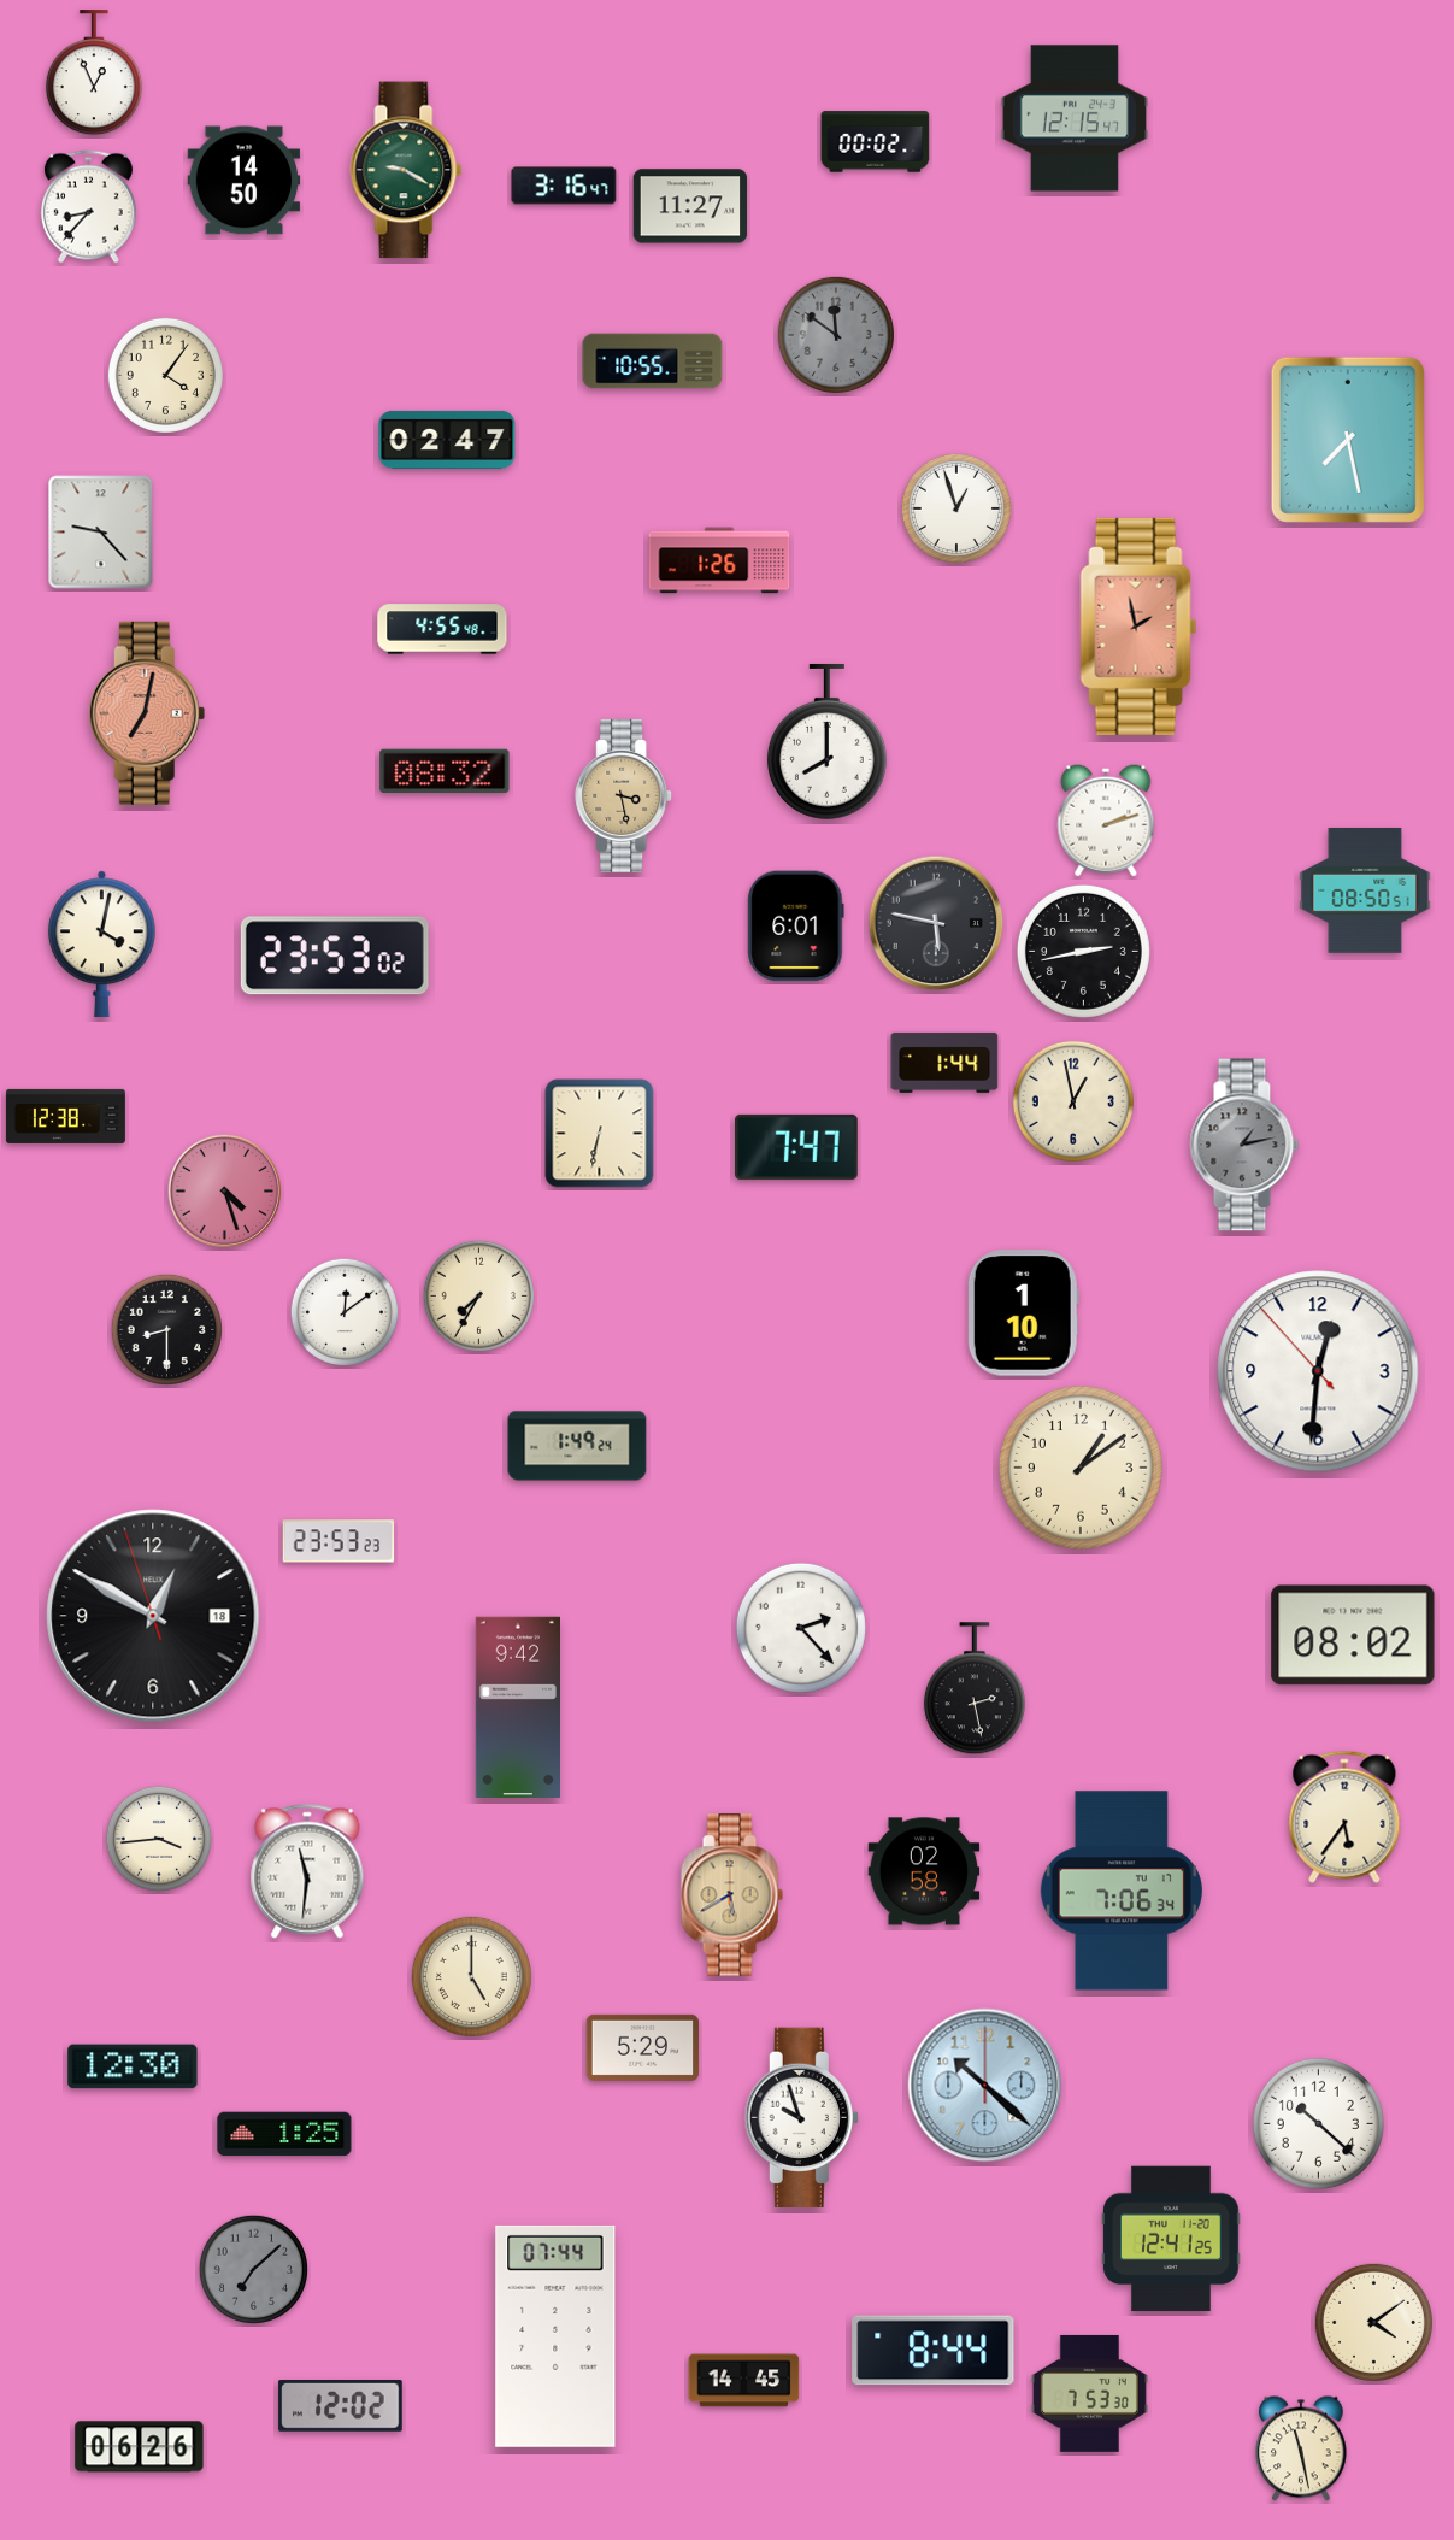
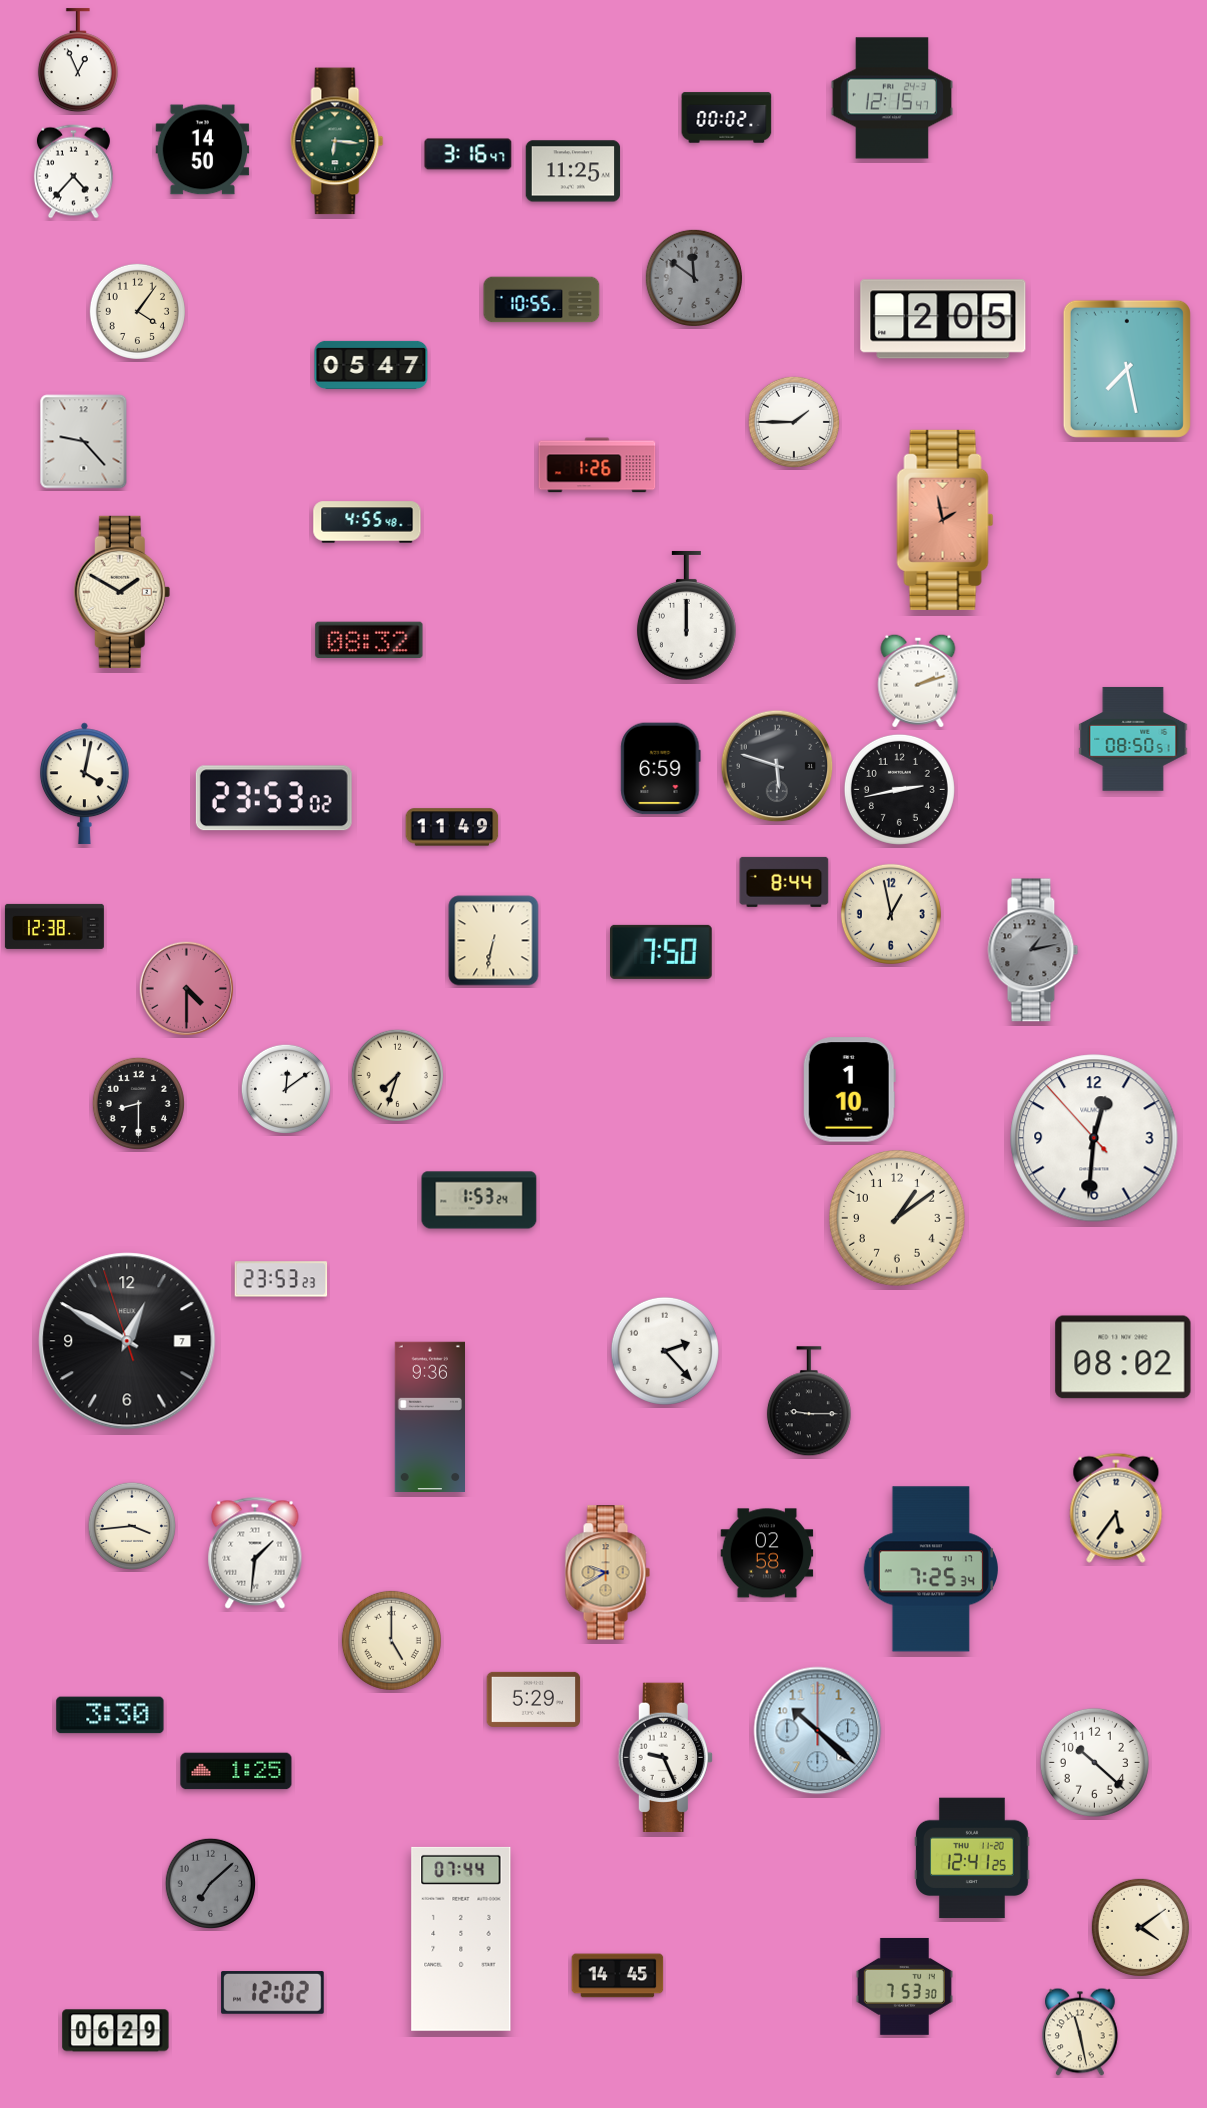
clock at (406, 170): 9:20 -> 6:16
clock at (690, 206): 11:27 -> 11:25
clock at (88, 207): 8:37 -> 4:37
clock at (943, 319): none -> 2:05
clock at (447, 440): 02:47 -> 05:47
clock at (1348, 440) position: (1348, 440) -> (1127, 369)
clock at (956, 508): 12:57 -> 1:45
clock at (147, 713): 7:02 -> 1:50
clock at (147, 713) dial: salmon -> cream
clock at (826, 741): 8:00 -> 12:00
clock at (624, 795): 3:28 -> none
clock at (936, 923): 5:47 -> 5:48
clock at (796, 927): 6:01 -> 6:59
clock at (335, 956) position: (335, 956) -> (274, 798)
clock at (452, 827): none -> 11:49
clock at (944, 1063): 1:44 -> 8:44
clock at (600, 1134) position: (600, 1134) -> (494, 941)
clock at (797, 1147): 7:47 -> 7:50
clock at (224, 1190): 4:27 -> 4:30
clock at (478, 1295): 7:35 -> 7:33
clock at (577, 1446): 1:49 -> 1:53
clock at (153, 1616) date: 18 -> 7
clock at (975, 1689): 2:28 -> 9:15
clock at (517, 1706): 9:42 -> 9:36
clock at (307, 1871): 11:31 -> 1:31
clock at (1122, 1891): 7:06 -> 7:25
clock at (731, 1895): 5:40 -> 9:40
clock at (133, 2066): 12:30 -> 3:30
clock at (801, 2117): 9:57 -> 9:26
clock at (934, 2351): 8:44 -> none
clock at (341, 2406) position: (341, 2406) -> (273, 1993)
clock at (140, 2447): 06:26 -> 06:29
